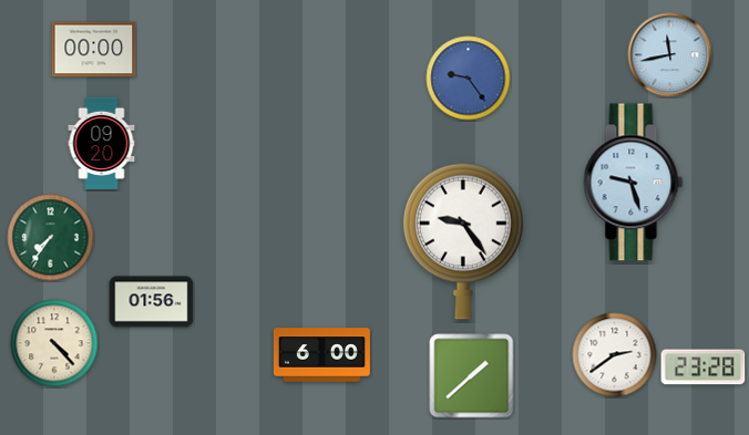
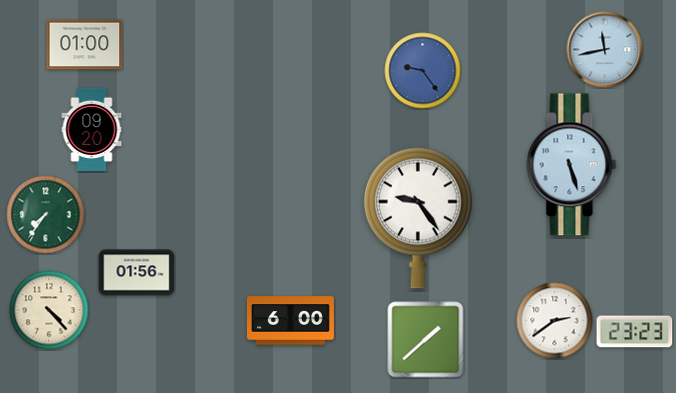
clock at (94, 50): 00:00 -> 01:00
clock at (634, 183): 9:27 -> 5:27
clock at (704, 367): 23:28 -> 23:23
